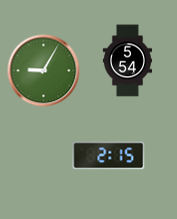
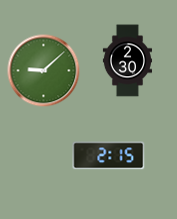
clock at (127, 61): 5:54 -> 2:30
clock at (44, 71): 9:05 -> 9:08
